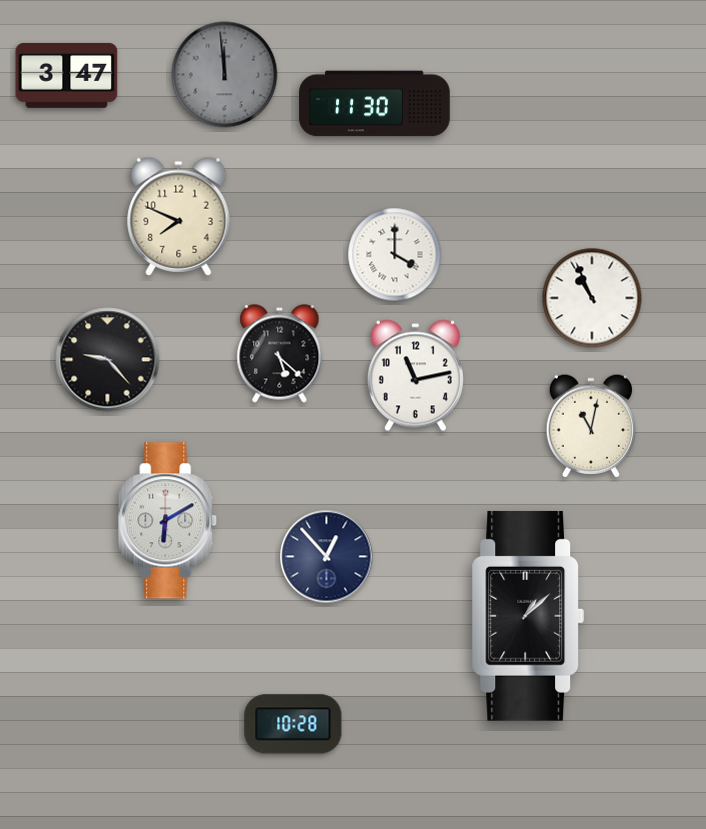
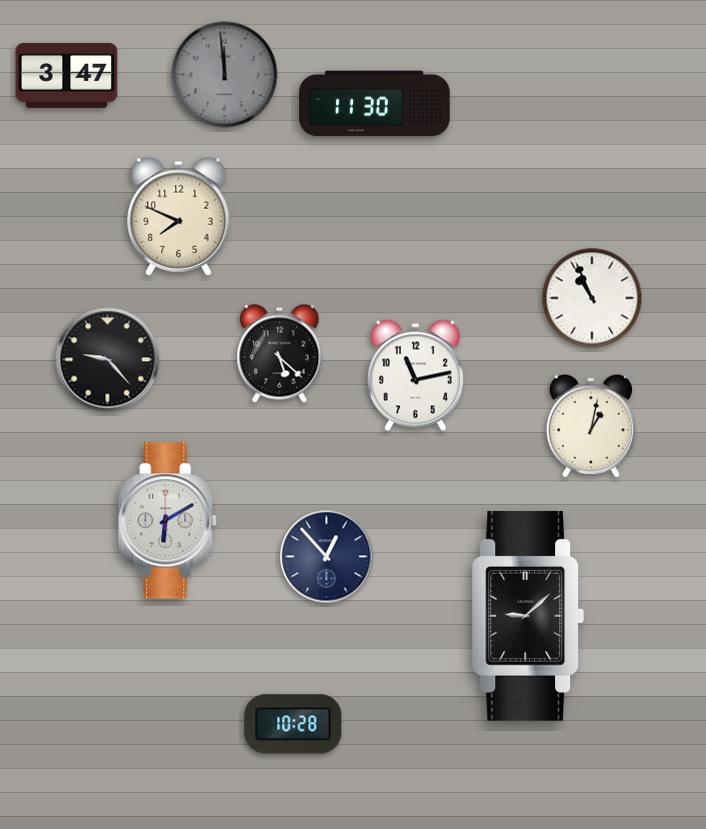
clock at (395, 255): 4:00 -> none
clock at (591, 426): 11:02 -> 1:02
clock at (528, 616): 1:08 -> 9:08
